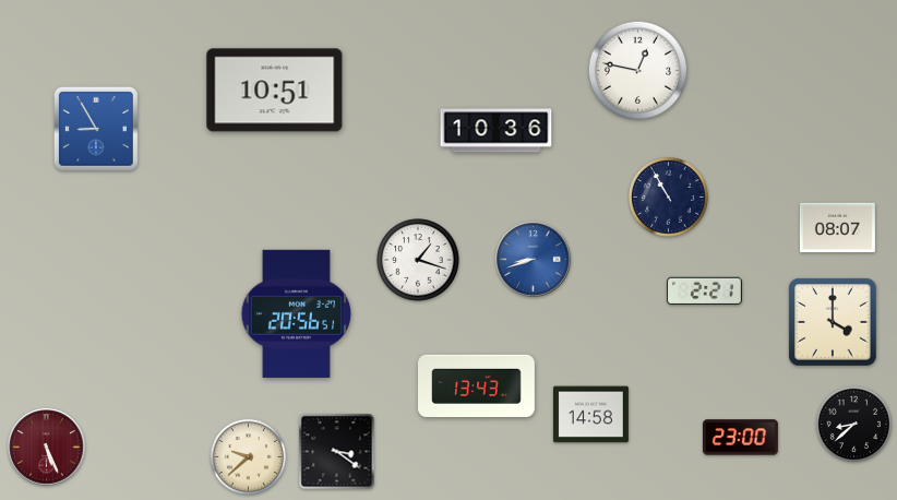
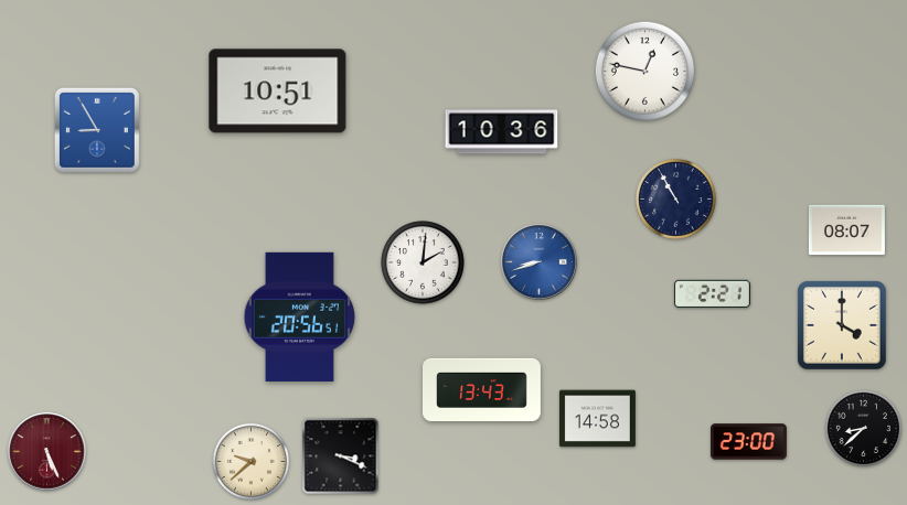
clock at (418, 260): 1:18 -> 2:01
clock at (337, 452): 3:21 -> 3:19
